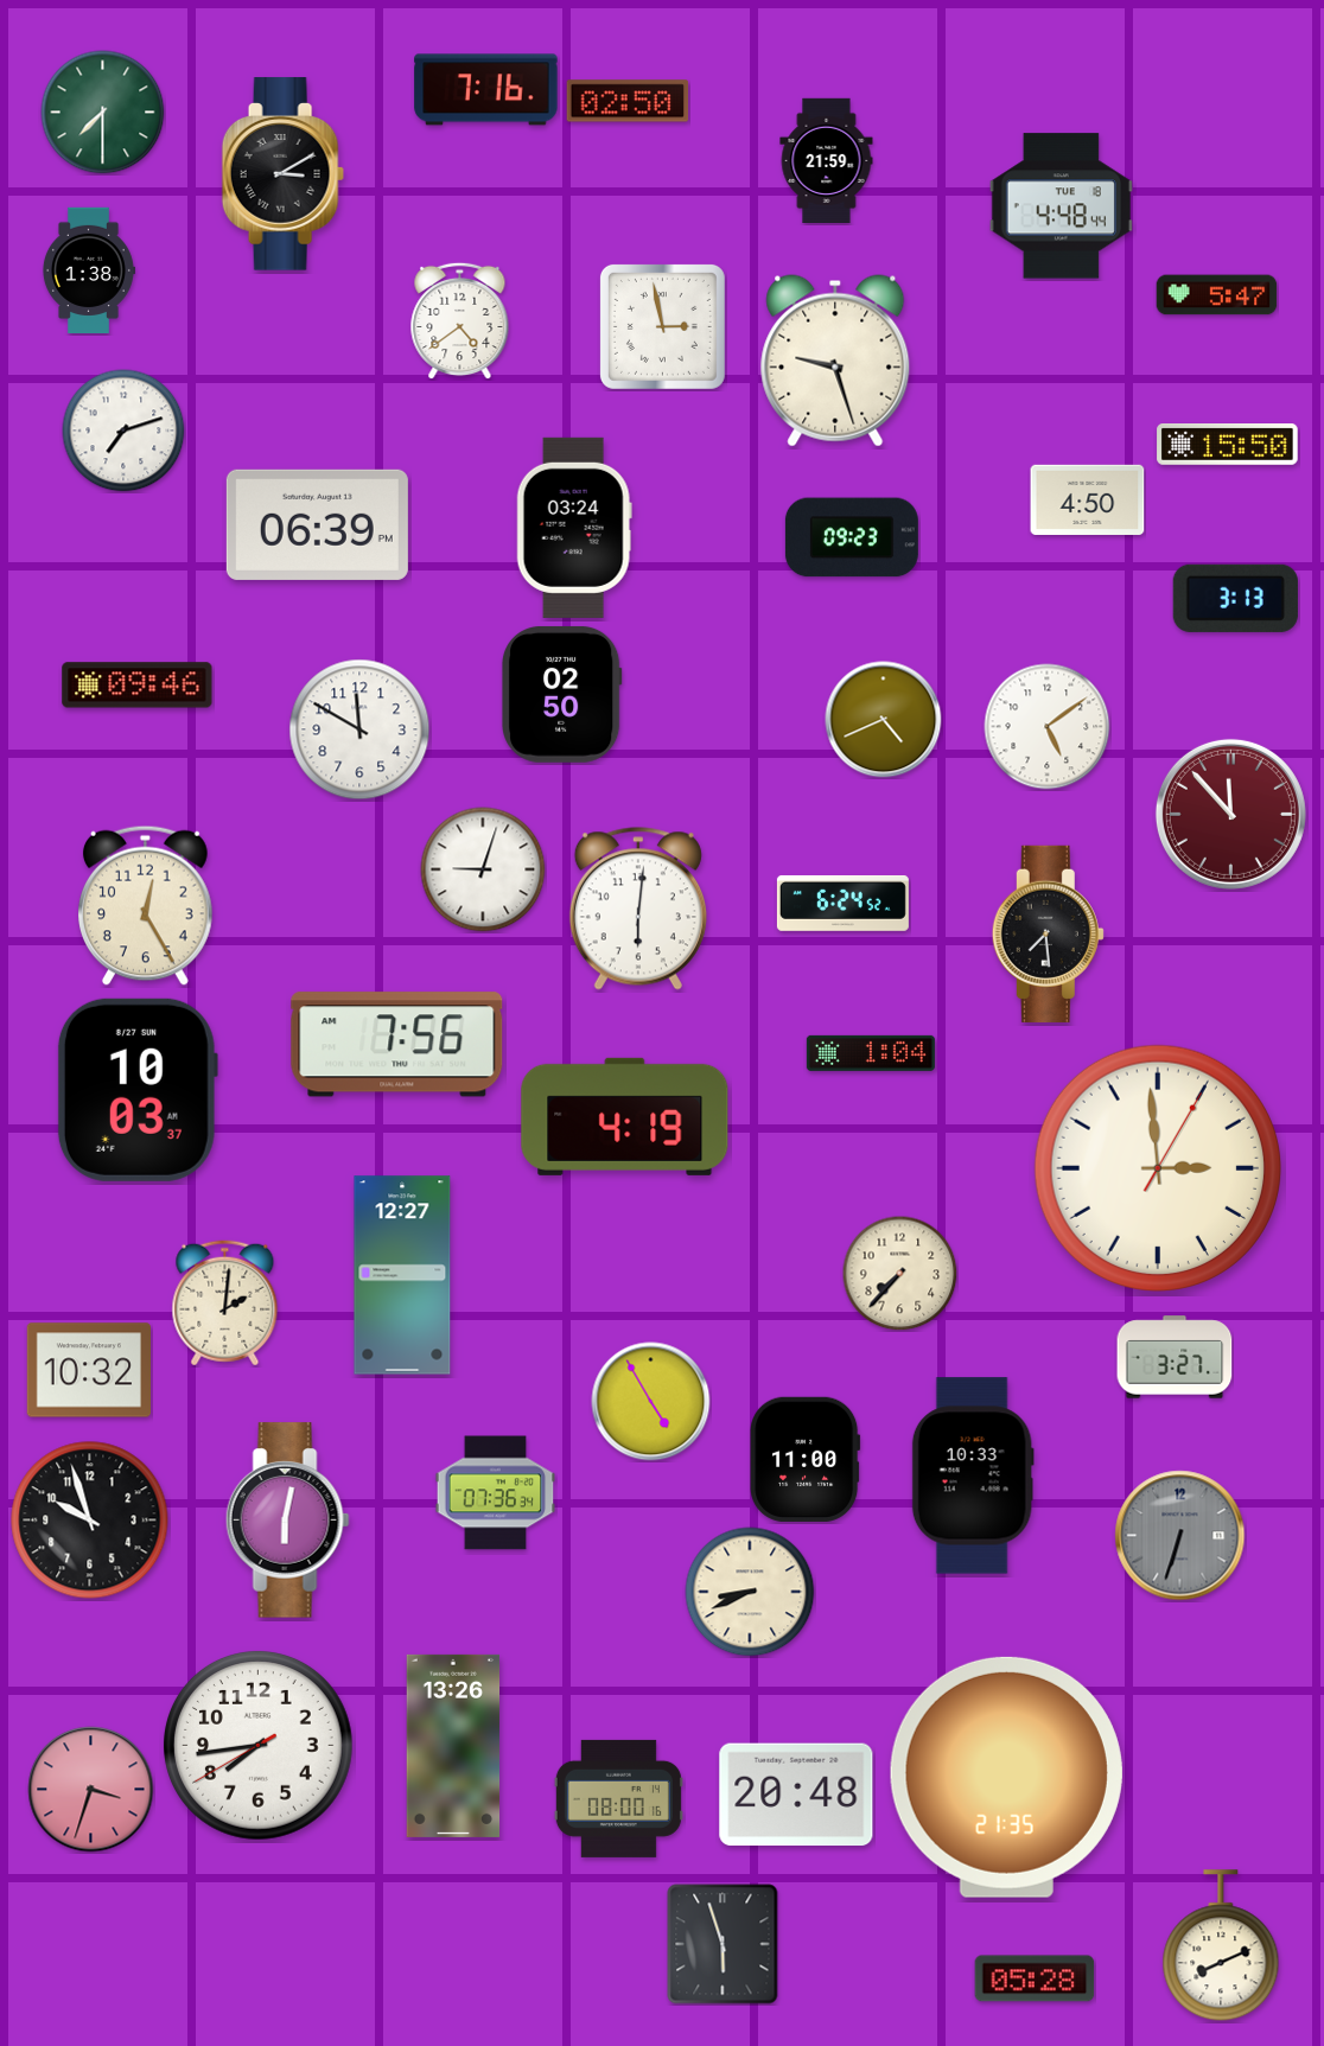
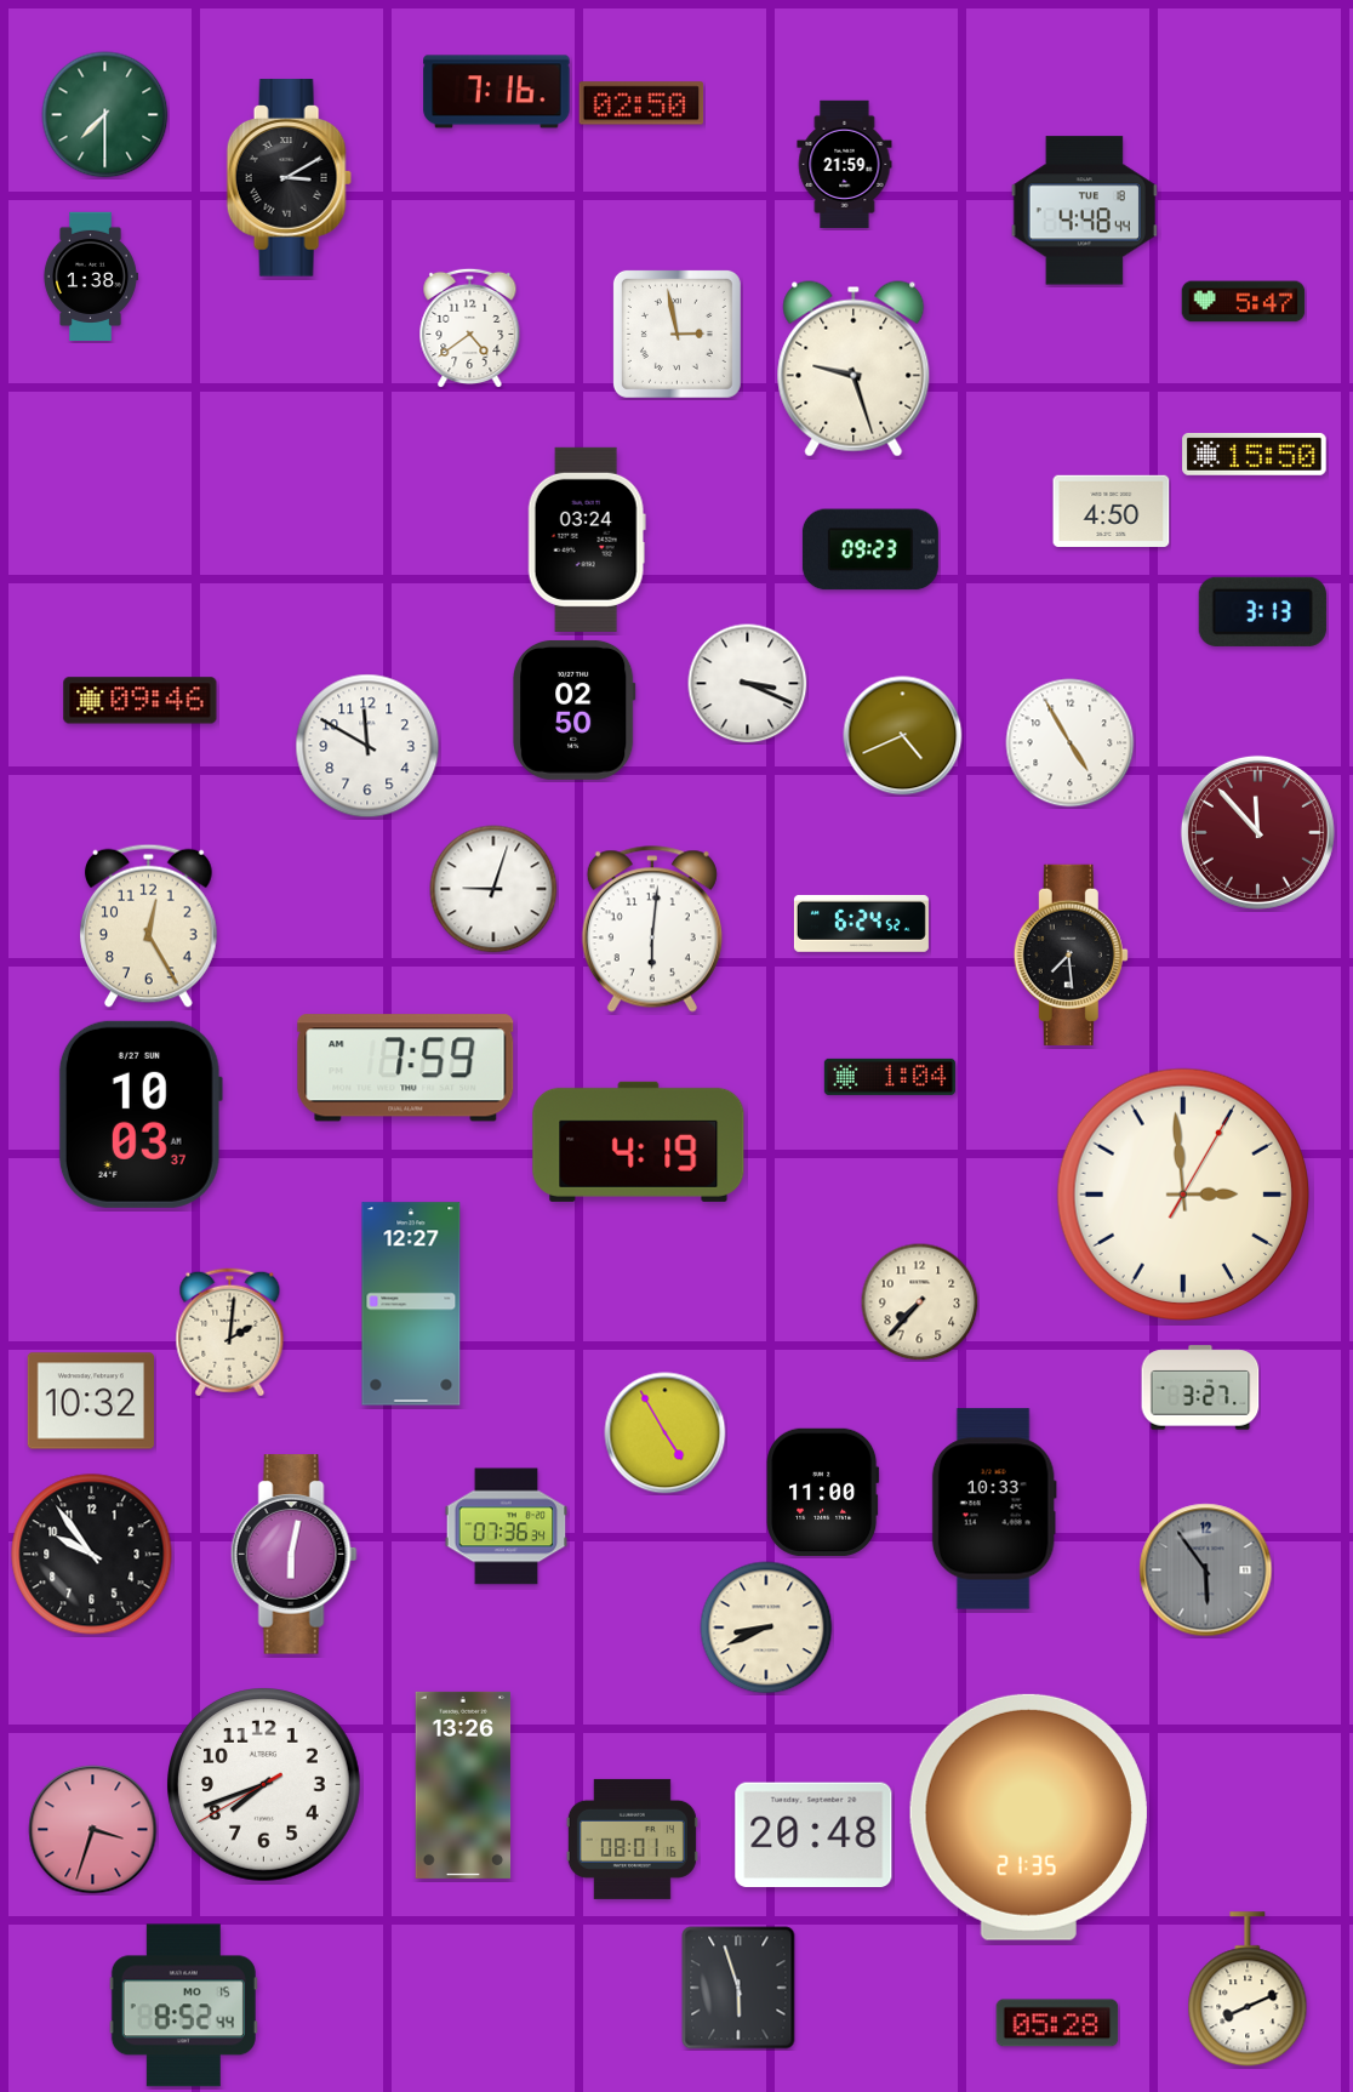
clock at (123, 431): 7:12 -> none
clock at (317, 524): 06:39 -> none
clock at (748, 684): none -> 3:19
clock at (1048, 727): 5:09 -> 4:55
clock at (397, 1045): 7:56 -> 7:59
clock at (90, 1521): 9:57 -> 9:54
clock at (1180, 1536): 6:33 -> 5:54
clock at (259, 1746): 7:43 -> 7:41
clock at (618, 1798): 08:00 -> 08:01
clock at (183, 2006): none -> 8:52
